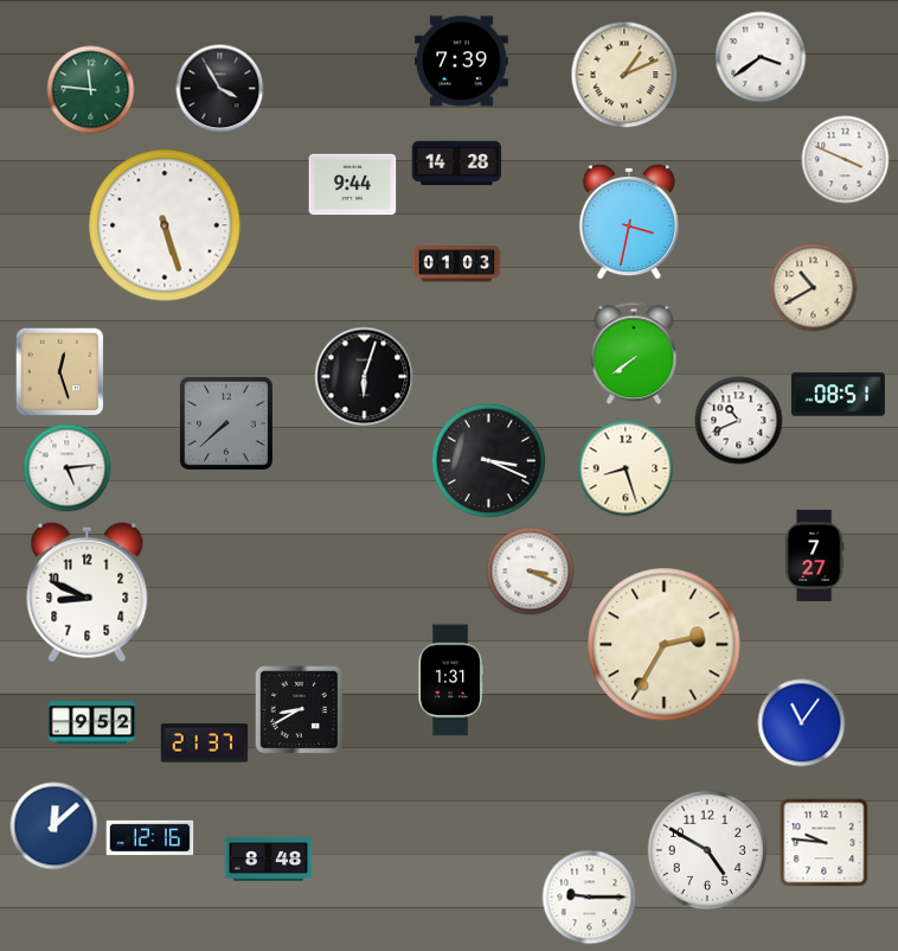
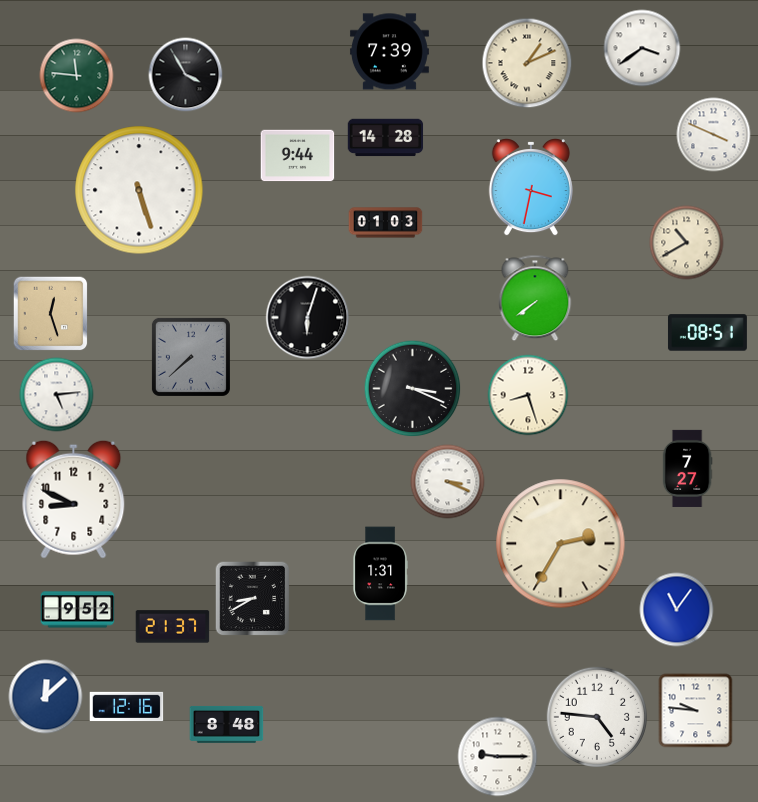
clock at (739, 421): 10:41 -> none
clock at (706, 849): 4:50 -> 4:46
